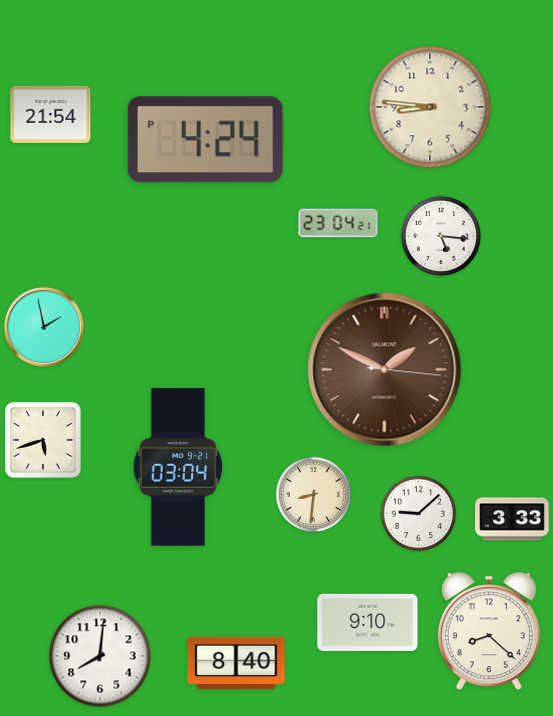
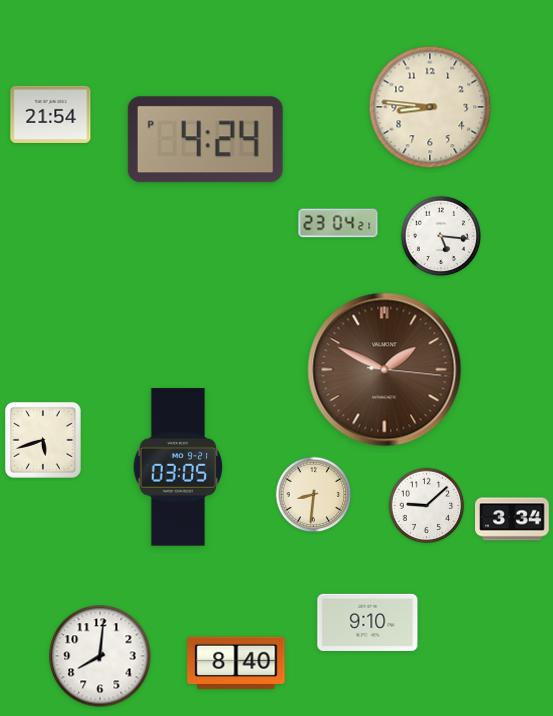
clock at (44, 327): 1:58 -> none
clock at (178, 467): 03:04 -> 03:05
clock at (419, 514) position: (419, 514) -> (427, 506)
clock at (512, 519): 3:33 -> 3:34
clock at (489, 631): 8:22 -> none
